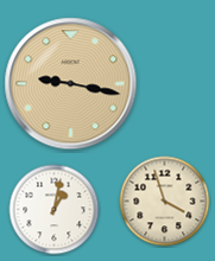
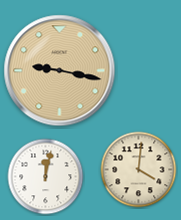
clock at (165, 202): 3:57 -> 4:01
clock at (55, 210): 1:02 -> 12:02
